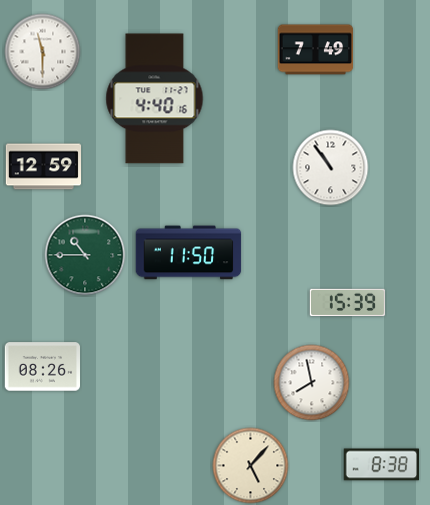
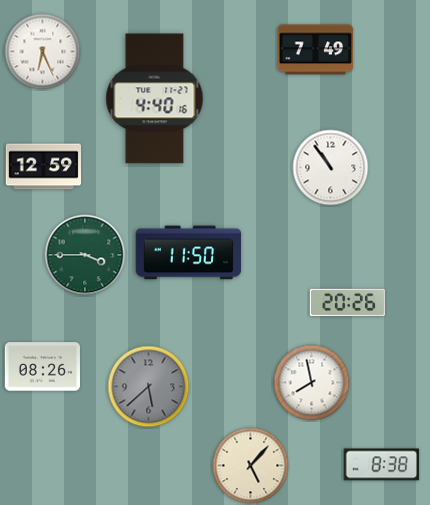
clock at (43, 52): 11:30 -> 6:26
clock at (85, 255): 10:45 -> 3:45
clock at (348, 303): 15:39 -> 20:26
clock at (149, 387): none -> 5:38
